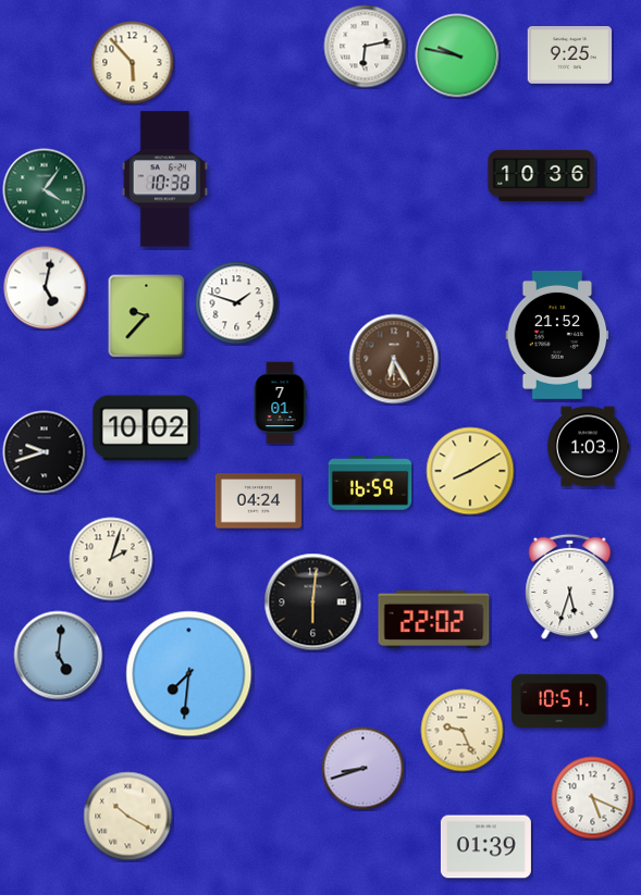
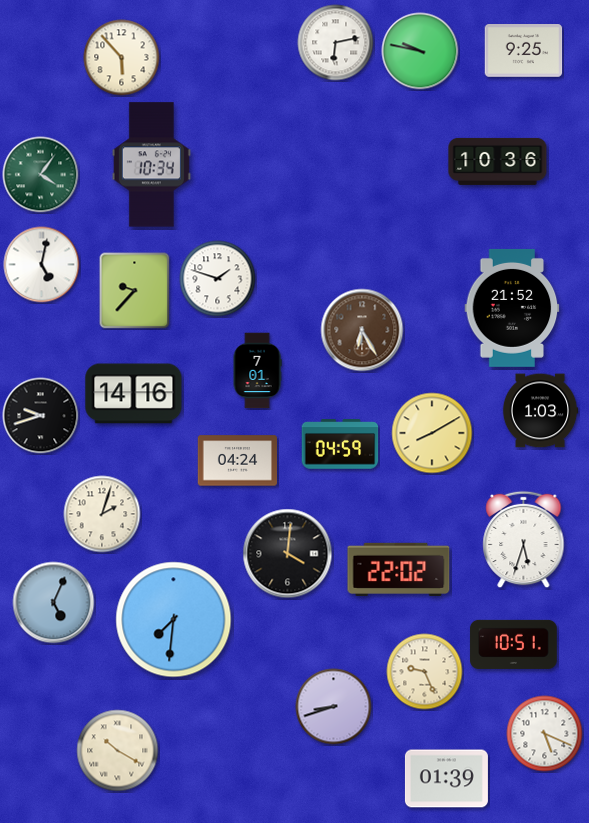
clock at (164, 179): 10:38 -> 10:34
clock at (146, 428): 10:02 -> 14:16
clock at (370, 483): 16:59 -> 04:59
clock at (313, 602): 6:01 -> 4:01
clock at (59, 656): 5:01 -> 5:04
